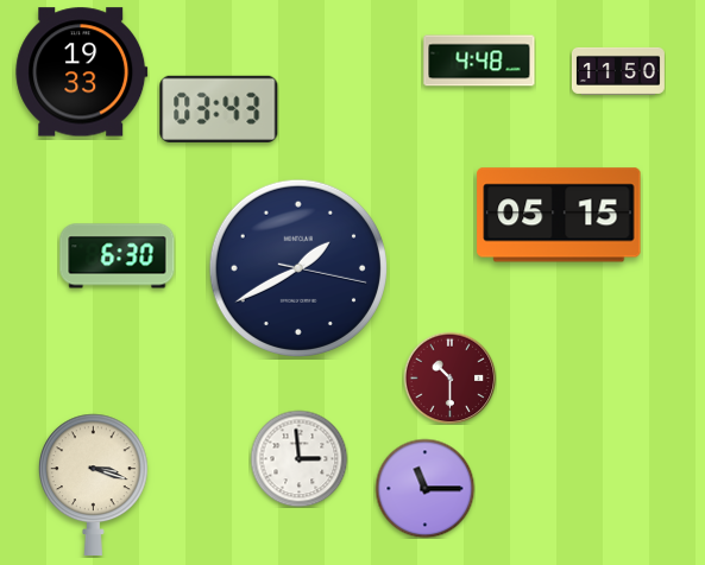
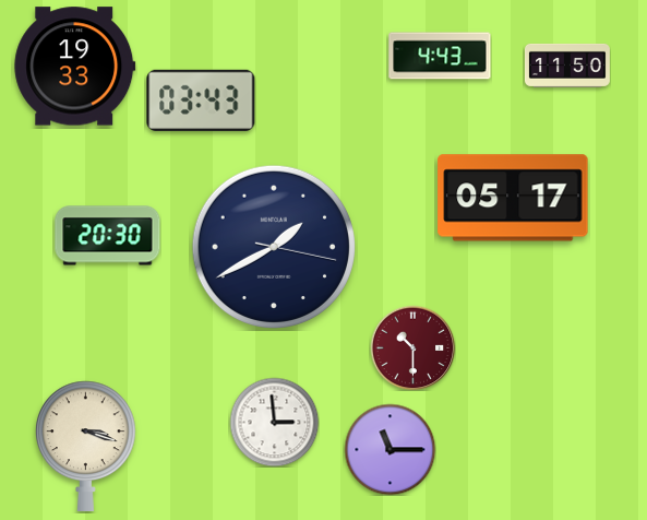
clock at (479, 61): 4:48 -> 4:43
clock at (559, 215): 05:15 -> 05:17
clock at (118, 256): 6:30 -> 20:30
